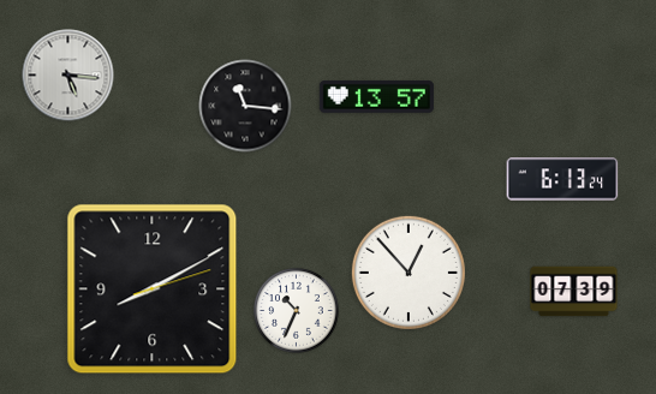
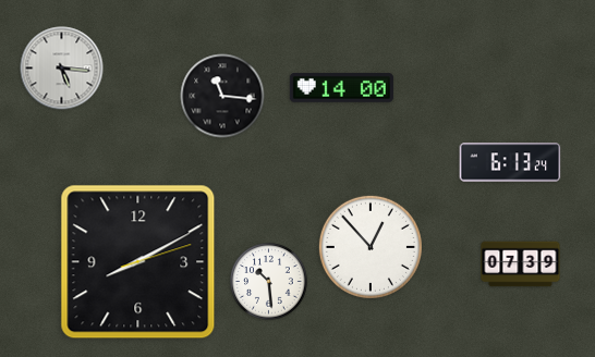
clock at (376, 97): 13:57 -> 14:00
clock at (297, 311): 10:34 -> 10:29
